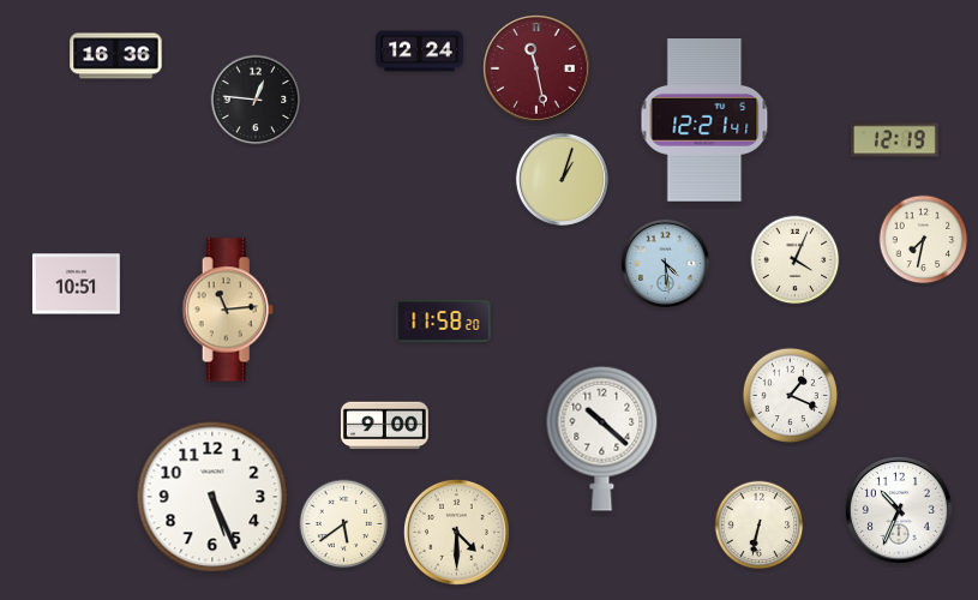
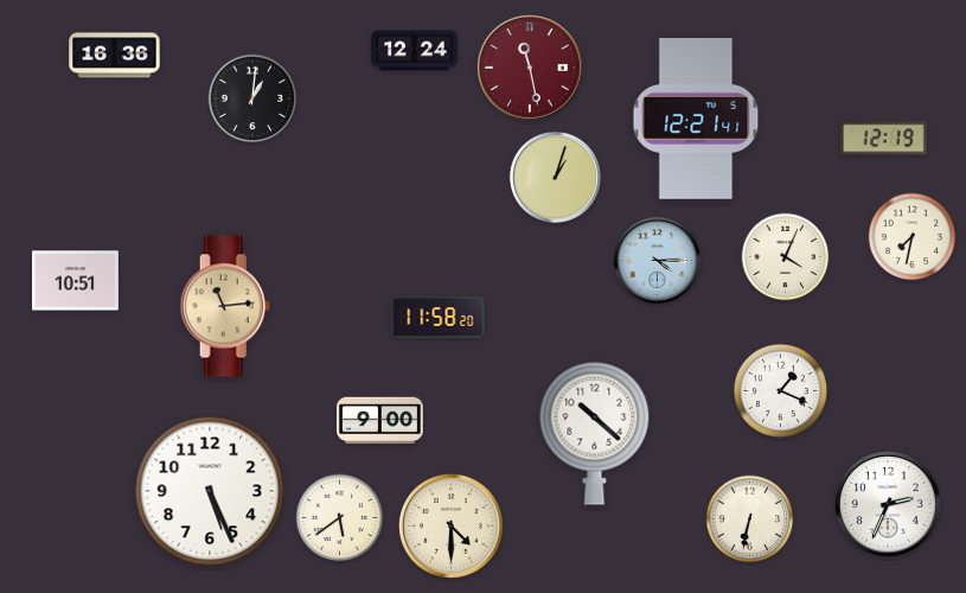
clock at (256, 100): 12:46 -> 1:01
clock at (665, 263): 4:29 -> 4:15
clock at (899, 510): 10:34 -> 2:34
